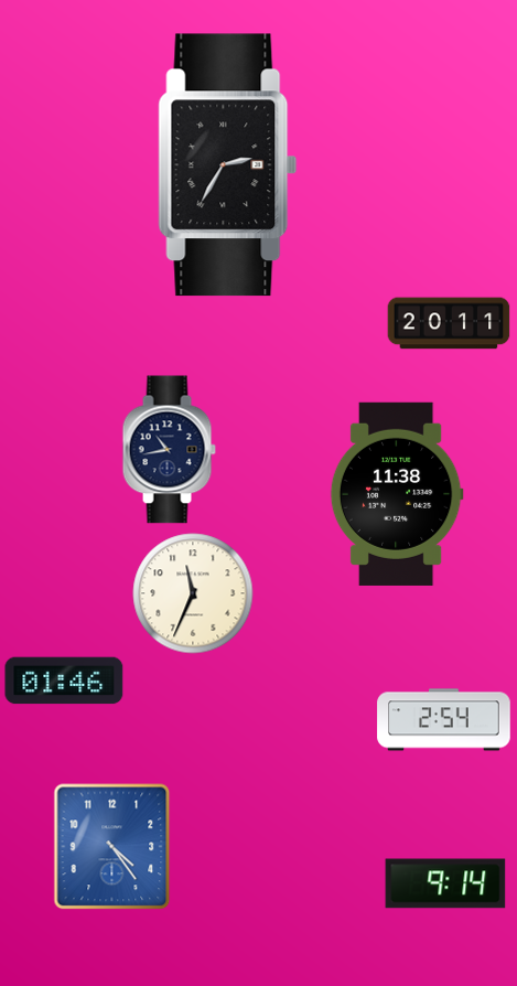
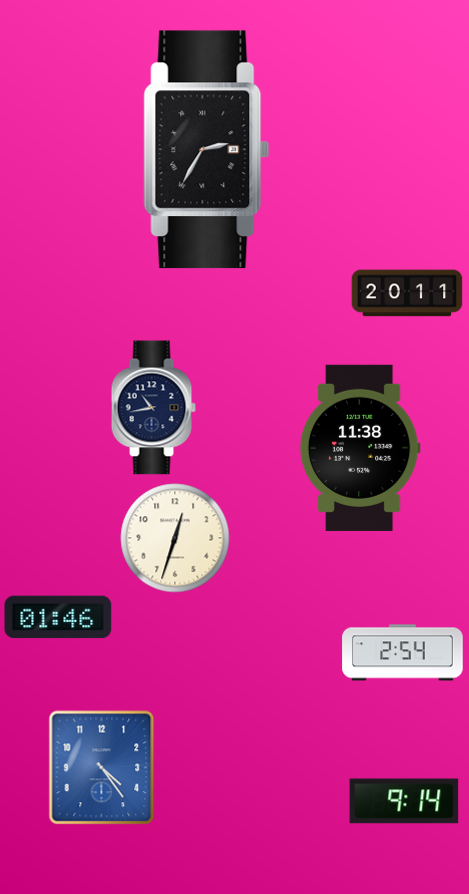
clock at (193, 593): 11:34 -> 12:33
